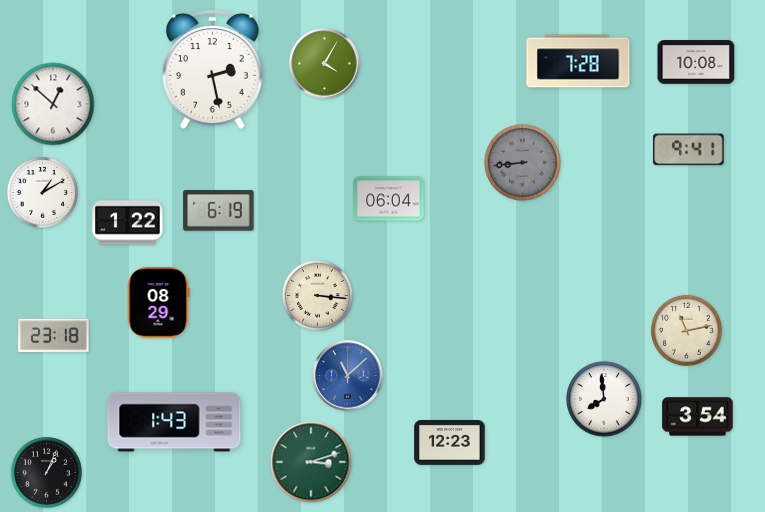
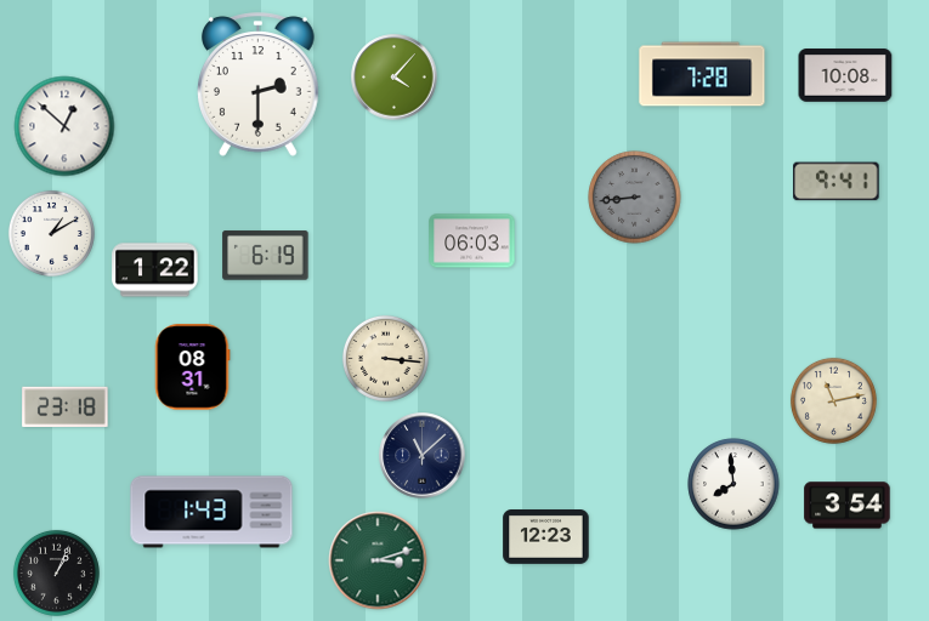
clock at (325, 64): 4:05 -> 4:07
clock at (213, 70): 2:28 -> 2:30
clock at (389, 199): 06:04 -> 06:03
clock at (158, 303): 08:29 -> 08:31
clock at (348, 376) dial: blue -> navy
